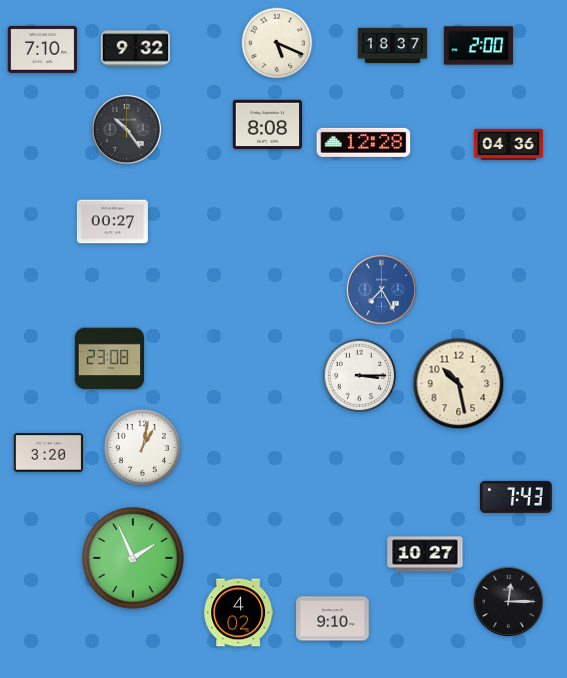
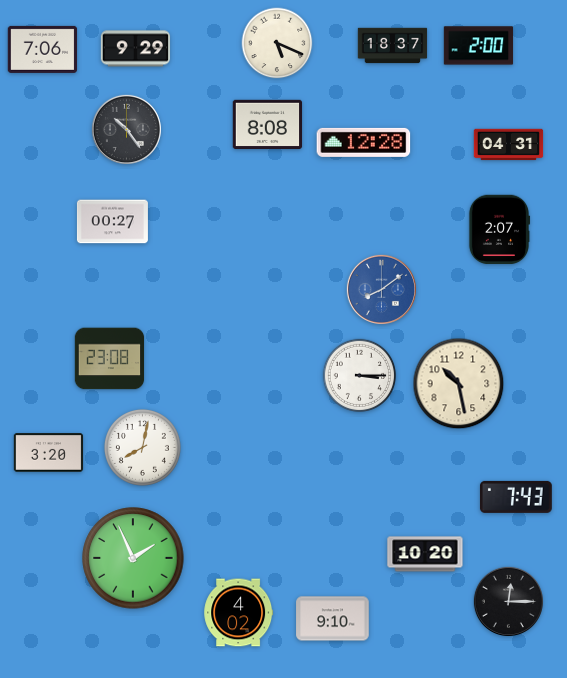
clock at (43, 49): 7:10 -> 7:06
clock at (136, 49): 9:32 -> 9:29
clock at (509, 145): 04:36 -> 04:31
clock at (499, 230): none -> 2:07
clock at (381, 289): 7:25 -> 8:09
clock at (142, 447): 1:02 -> 8:02
clock at (425, 554): 10:27 -> 10:20
